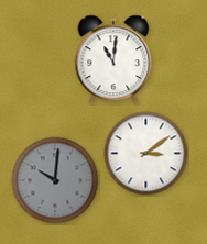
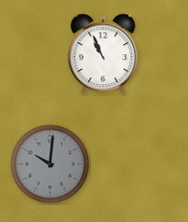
clock at (113, 59): 11:01 -> 10:56
clock at (146, 154): 3:09 -> none
